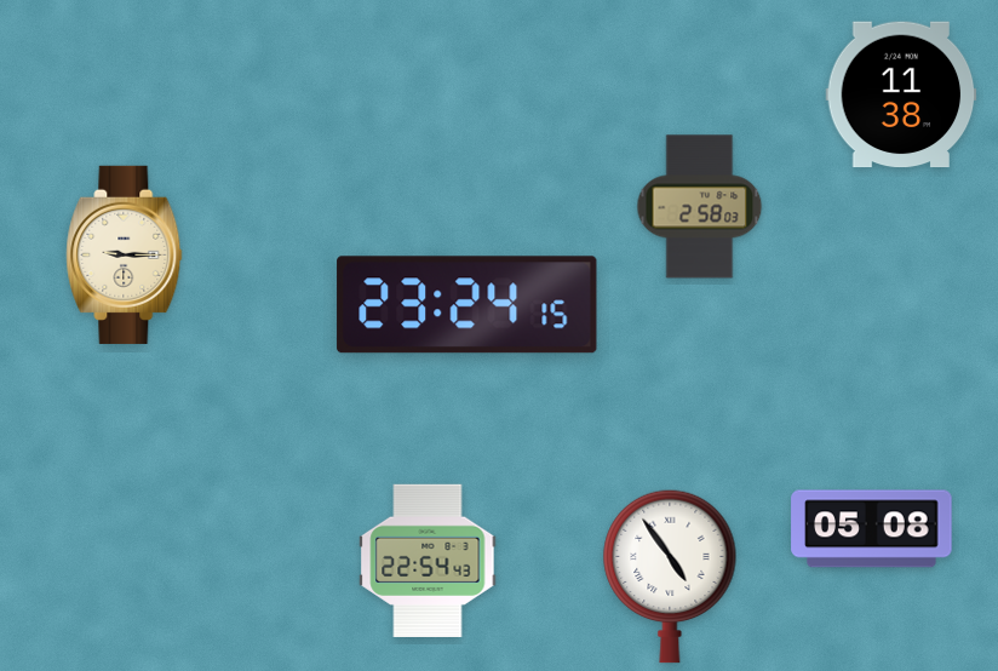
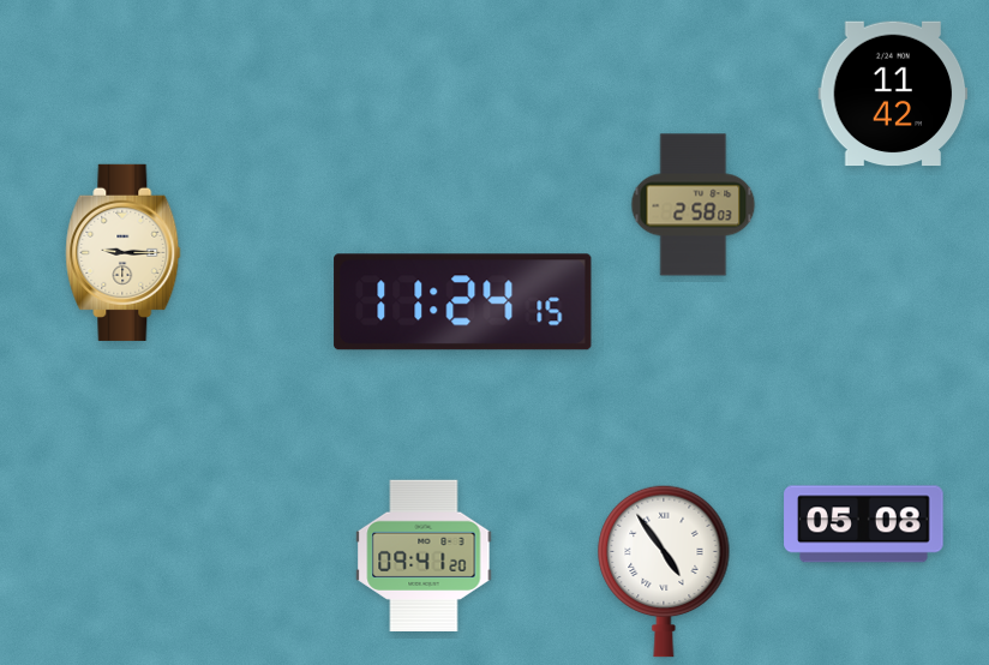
clock at (901, 94): 11:38 -> 11:42
clock at (468, 305): 23:24 -> 11:24
clock at (428, 560): 22:54 -> 09:41
